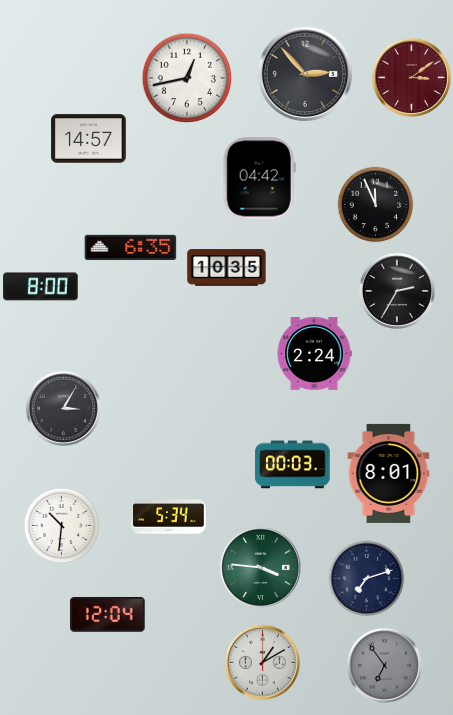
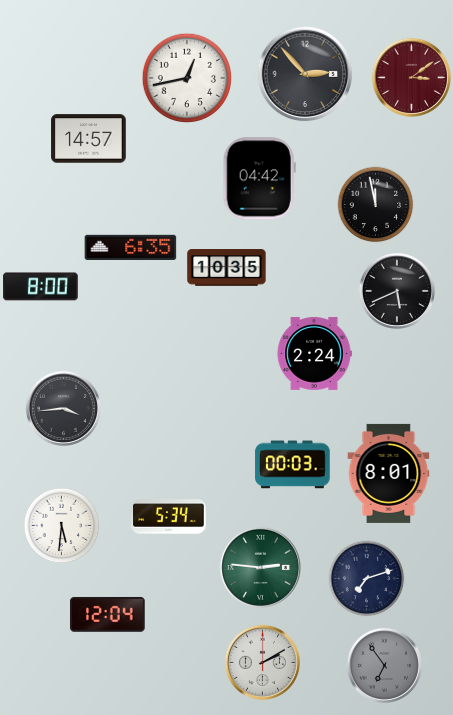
clock at (376, 205): 11:56 -> 11:58
clock at (397, 291): 2:35 -> 5:41
clock at (63, 408): 3:05 -> 3:44
clock at (62, 526): 10:31 -> 5:31
clock at (260, 567): 3:46 -> 2:46
clock at (262, 662): 1:10 -> 2:10
